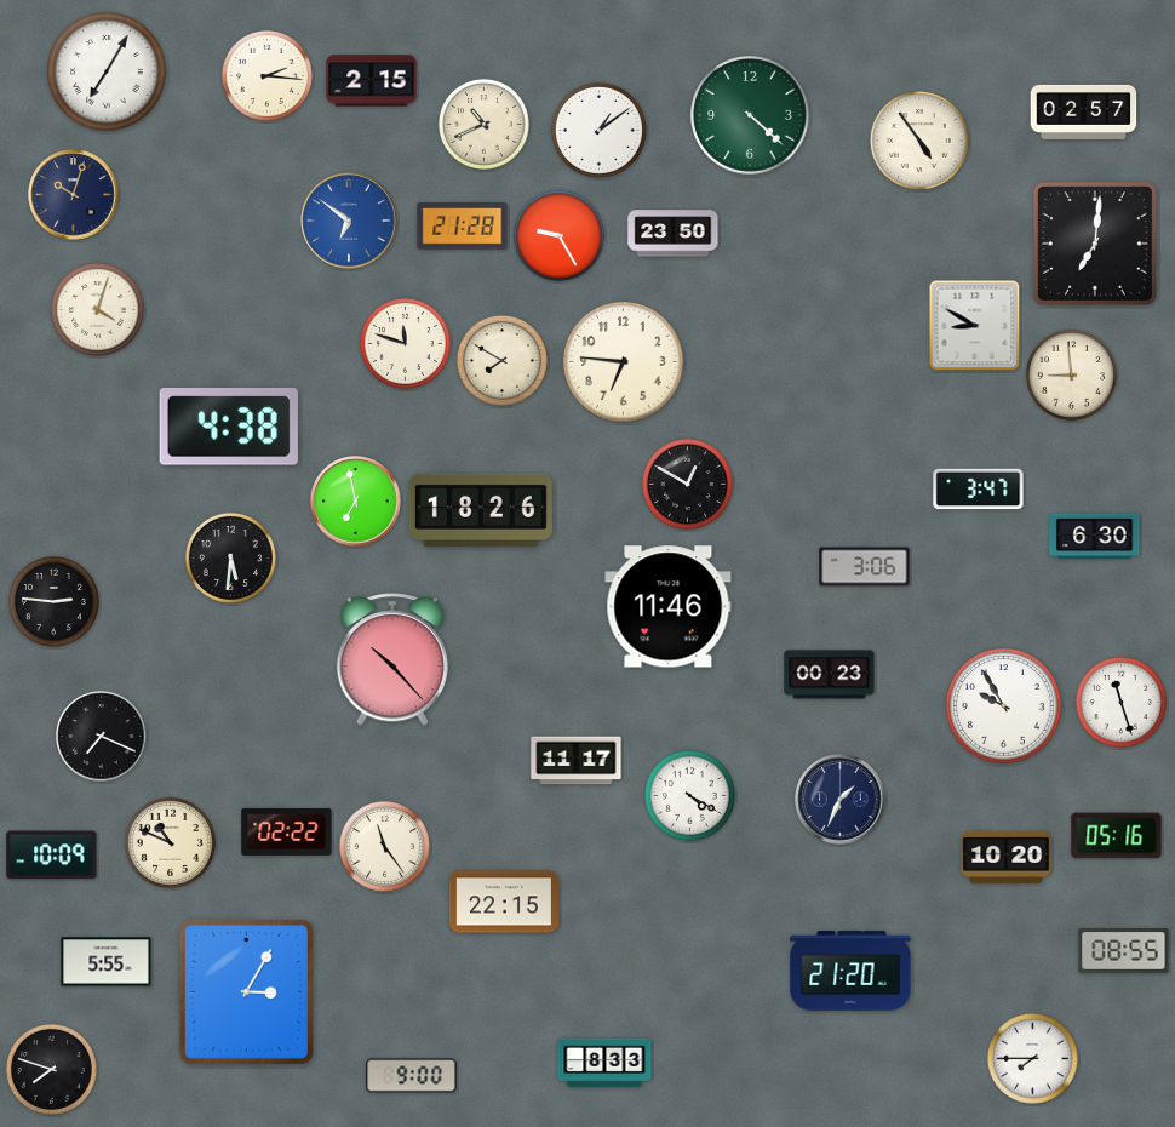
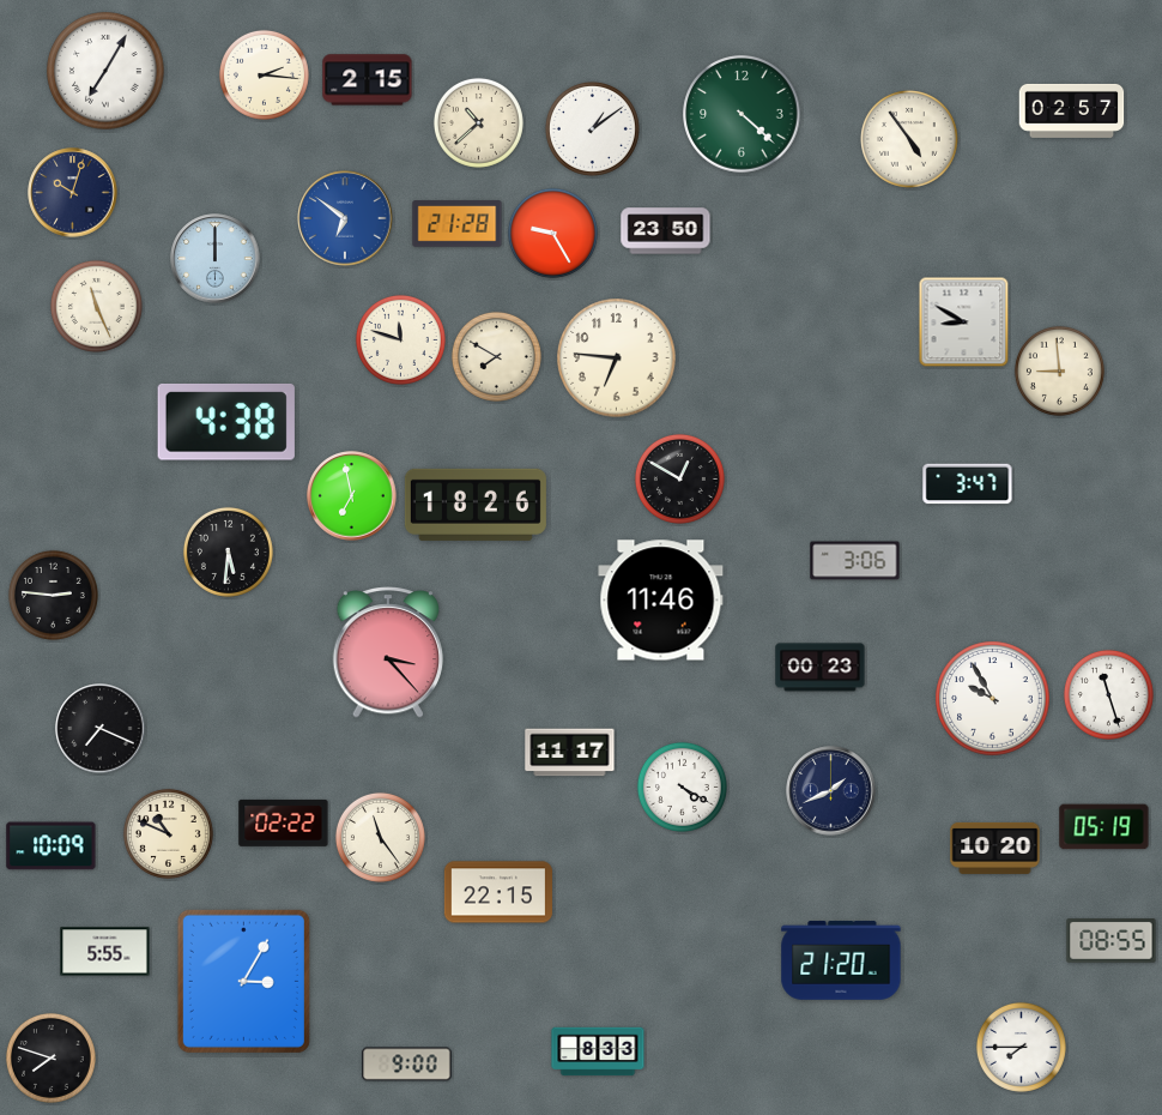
clock at (483, 124): 10:41 -> 10:38
clock at (1095, 244): 7:01 -> none
clock at (216, 259): none -> 12:00
clock at (97, 309): 4:03 -> 11:26
clock at (1095, 536): 6:30 -> none
clock at (392, 659): 10:23 -> 3:23
clock at (841, 800): 1:34 -> 1:41
clock at (1117, 836): 05:16 -> 05:19
